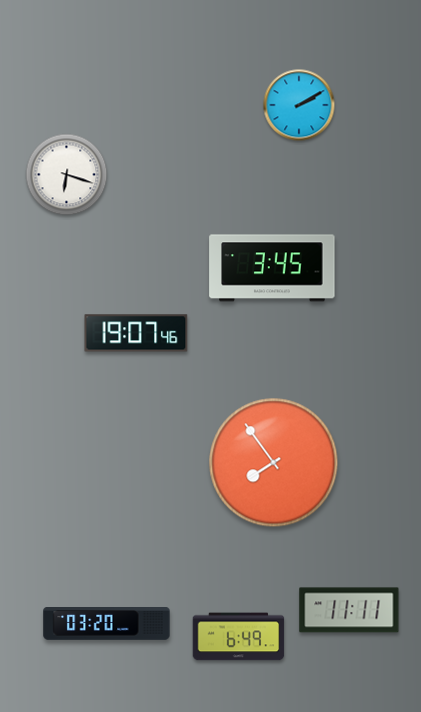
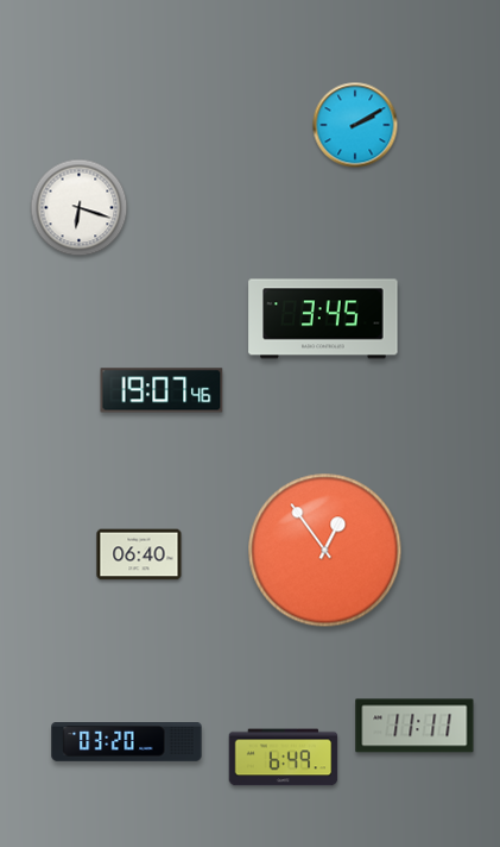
clock at (136, 333) position: (136, 333) -> (162, 390)
clock at (274, 463): 7:54 -> 12:54
clock at (139, 554): none -> 06:40
